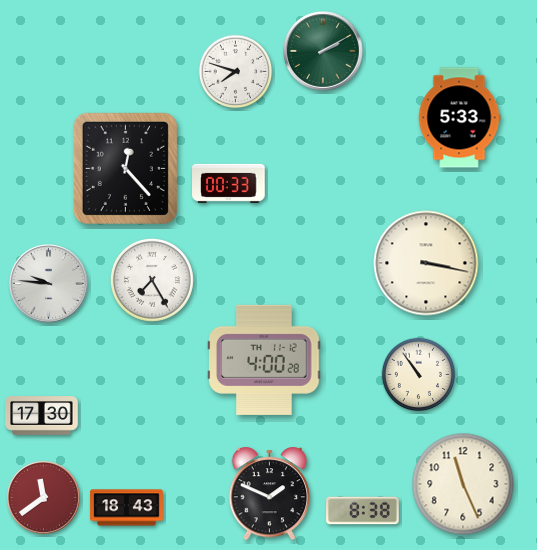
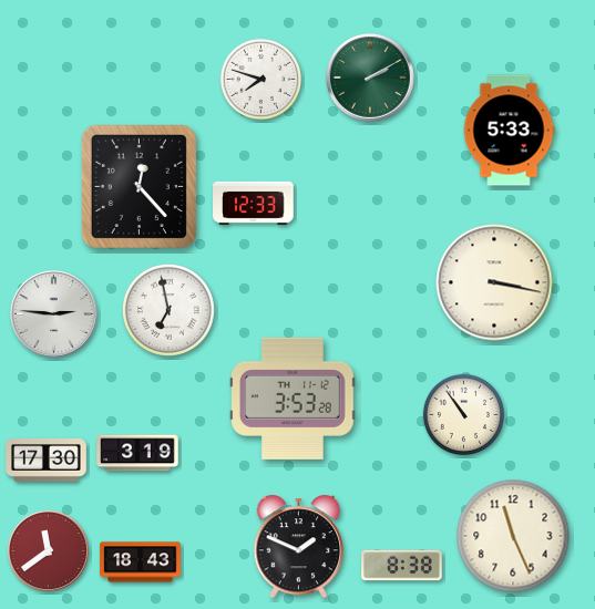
clock at (324, 52) position: (324, 52) -> (371, 79)
clock at (229, 183): 00:33 -> 12:33
clock at (426, 263) position: (426, 263) -> (494, 282)
clock at (152, 280): 7:25 -> 6:58
clock at (49, 284): 9:46 -> 2:46
clock at (264, 360): 4:00 -> 3:53
clock at (137, 453): none -> 3:19
